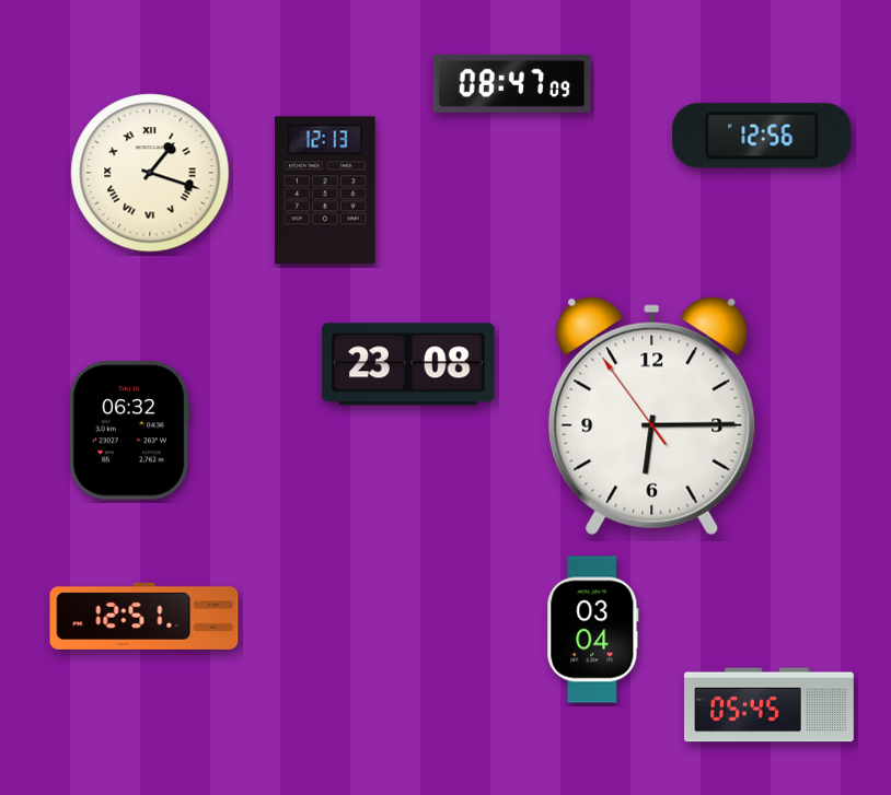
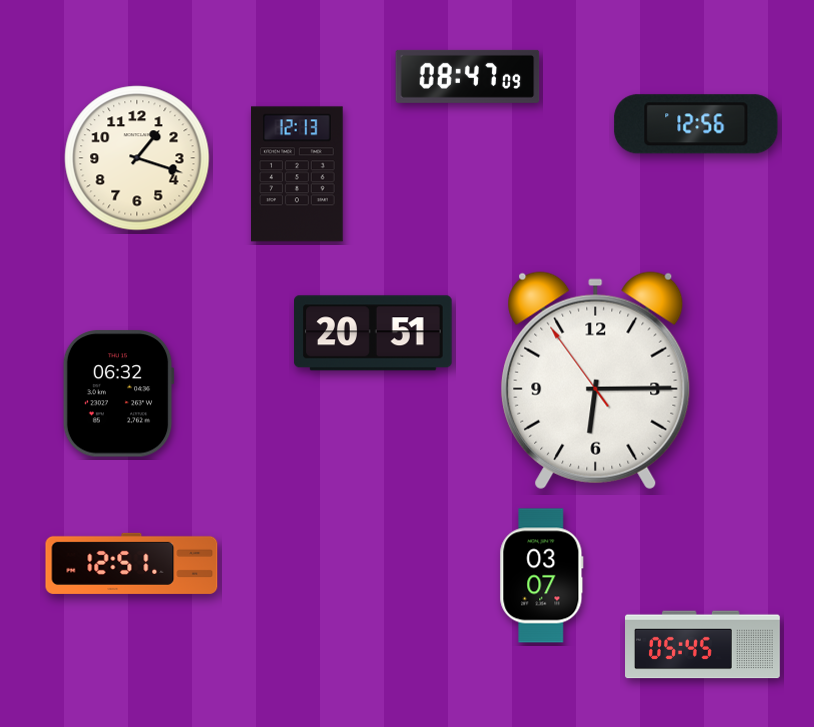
clock at (150, 173) numerals: Roman -> Arabic
clock at (409, 364): 23:08 -> 20:51
clock at (593, 630): 03:04 -> 03:07
